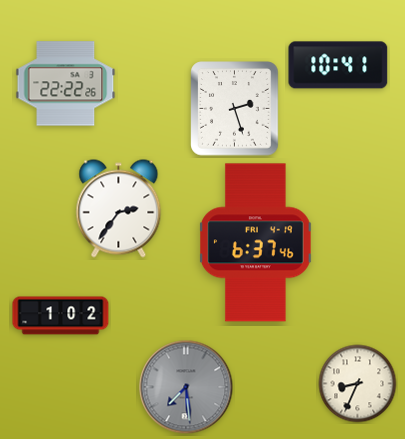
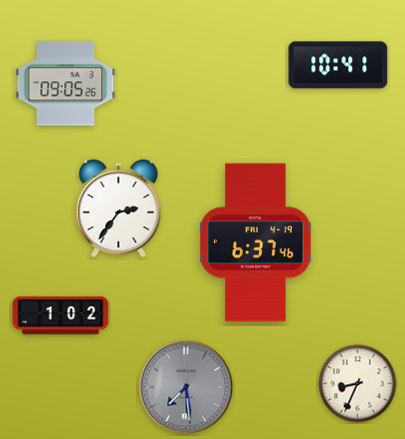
clock at (66, 84): 22:22 -> 09:05
clock at (235, 109): 2:27 -> none
